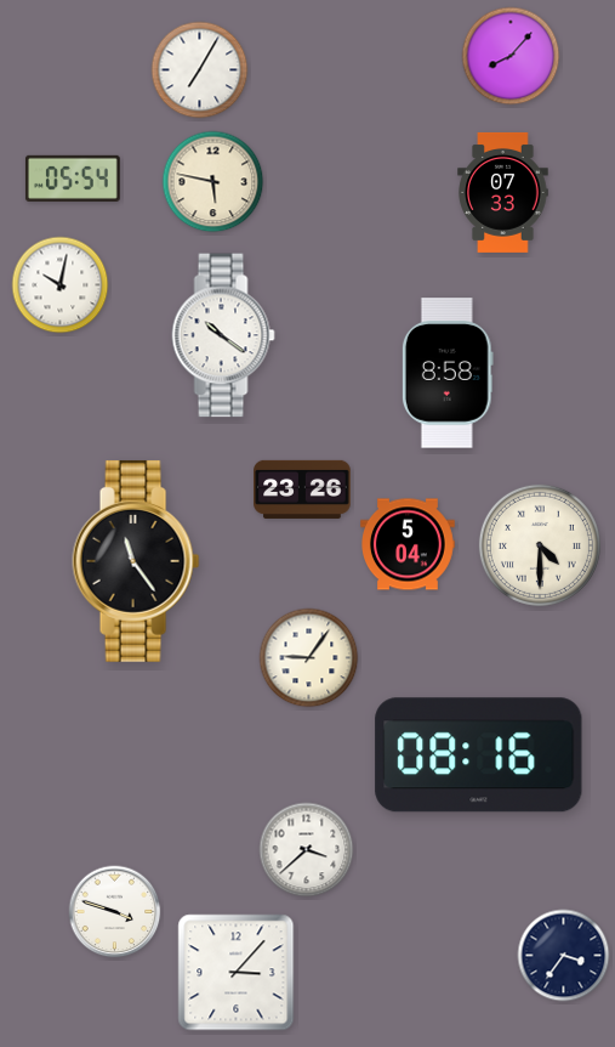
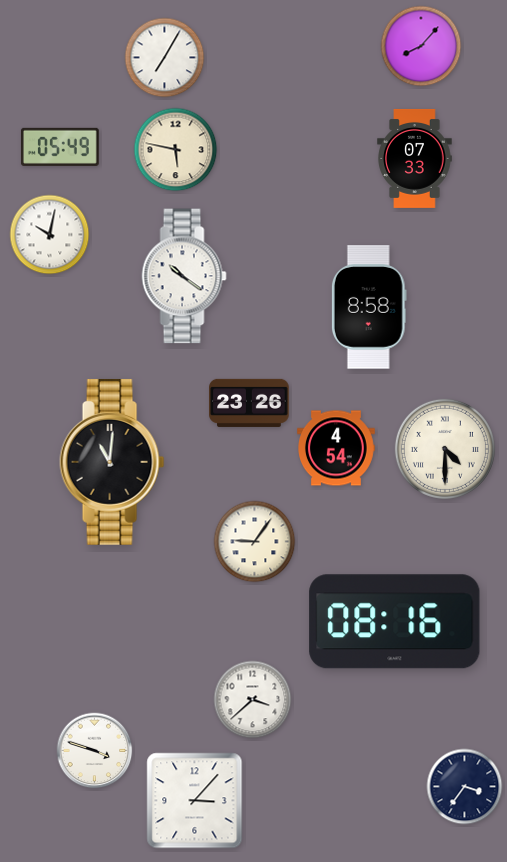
clock at (73, 179): 05:54 -> 05:49
clock at (409, 544): 5:04 -> 4:54
clock at (136, 561): 11:24 -> 11:01
